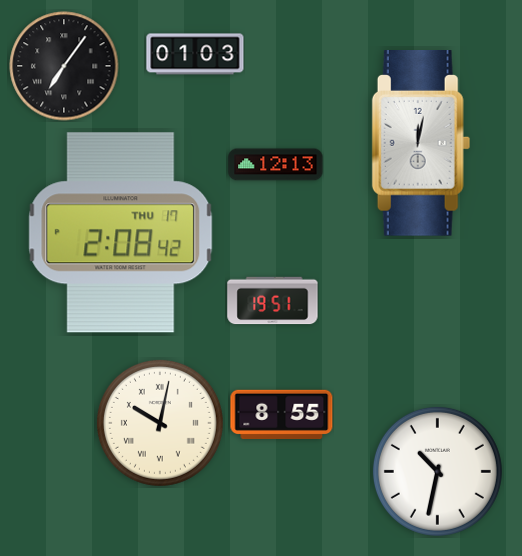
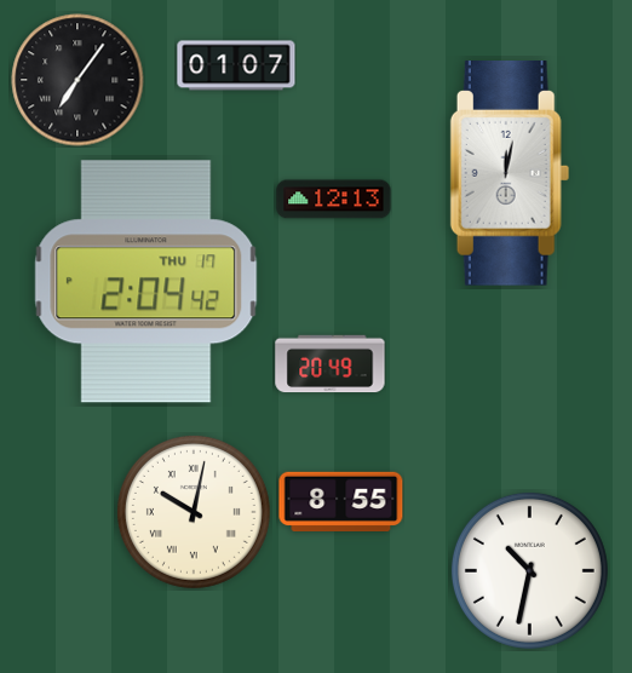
clock at (195, 54): 01:03 -> 01:07
clock at (121, 233): 2:08 -> 2:04
clock at (273, 301): 19:51 -> 20:49
